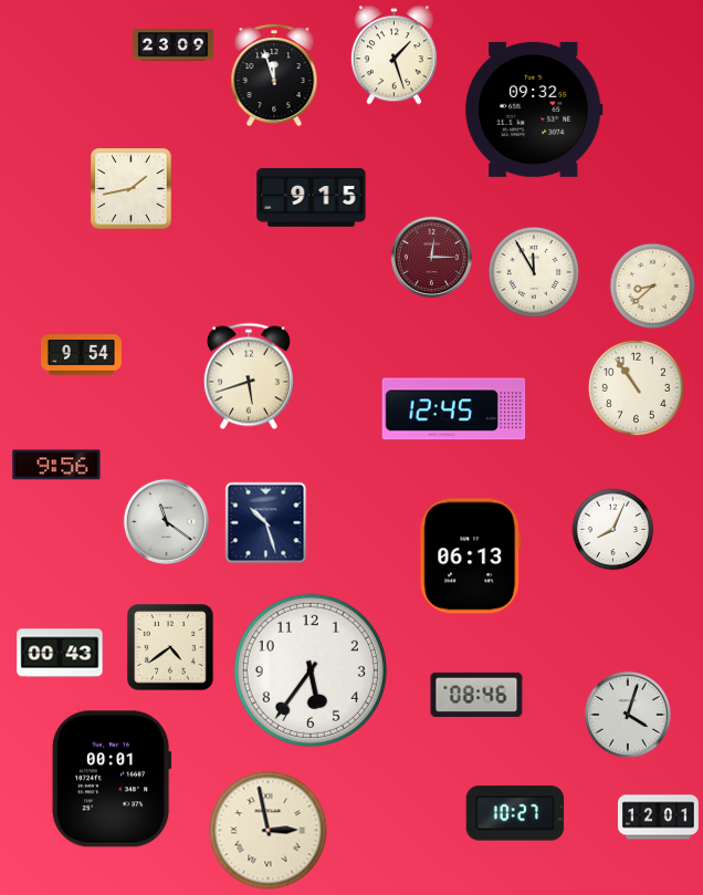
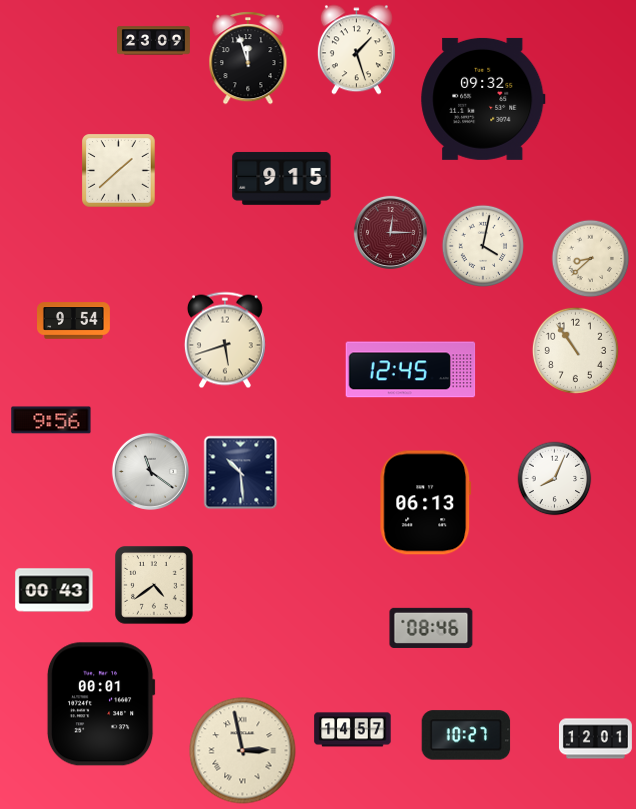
clock at (174, 45) position: (174, 45) -> (154, 41)
clock at (274, 75) position: (274, 75) -> (248, 58)
clock at (132, 189): 1:43 -> 1:38
clock at (534, 272): 11:55 -> 4:02
clock at (266, 523): 10:27 -> 10:29
clock at (311, 670): 5:36 -> none
clock at (628, 715): 4:03 -> none
clock at (353, 730): none -> 14:57
